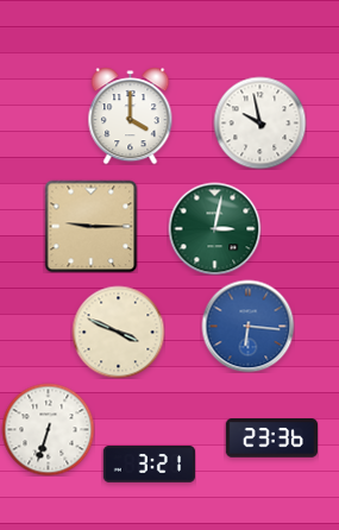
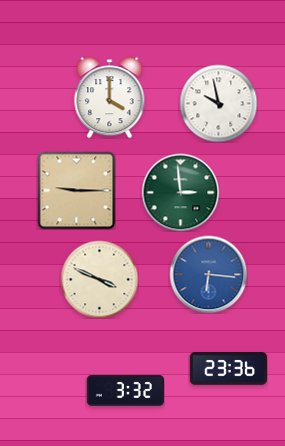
clock at (214, 228): 3:02 -> 2:59
clock at (48, 429): 6:33 -> none
clock at (149, 465): 3:21 -> 3:32
